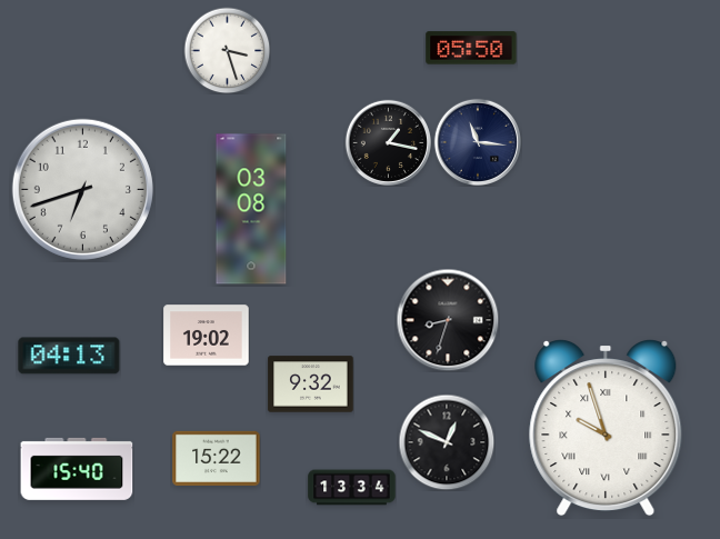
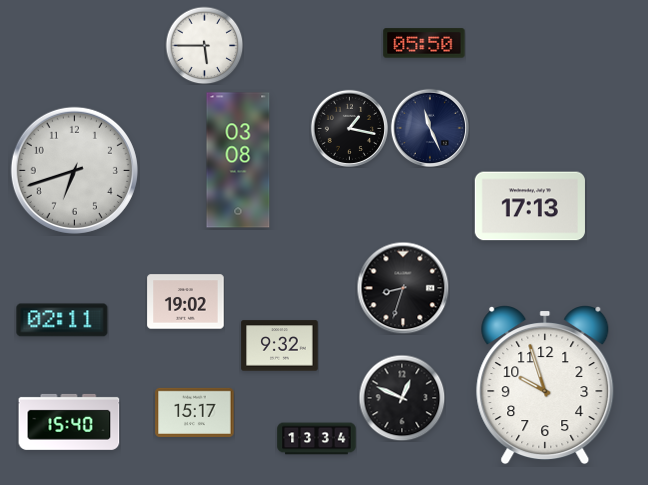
clock at (227, 50): 3:27 -> 5:45
clock at (477, 141): 11:16 -> 11:26
clock at (251, 209) position: (251, 209) -> (238, 160)
clock at (530, 206): none -> 17:13
clock at (69, 356): 04:13 -> 02:11
clock at (606, 428) numerals: Roman -> Arabic
clock at (217, 458): 15:22 -> 15:17
